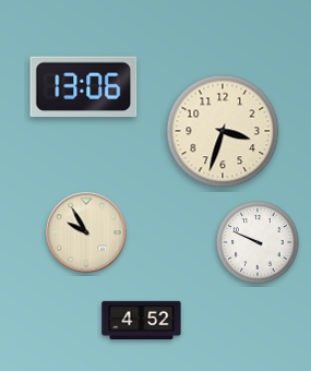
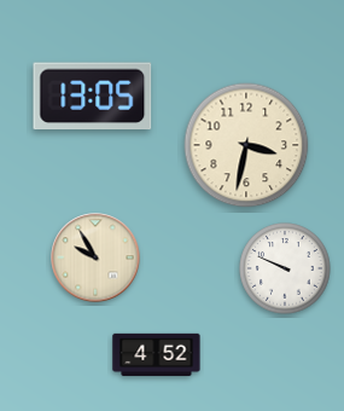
clock at (84, 87): 13:06 -> 13:05
clock at (223, 131): 3:33 -> 3:32
